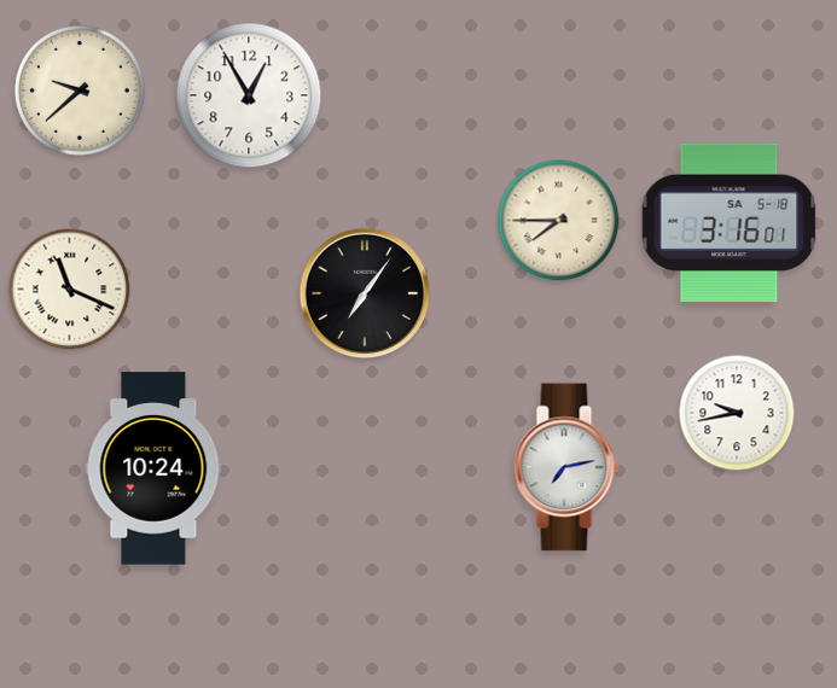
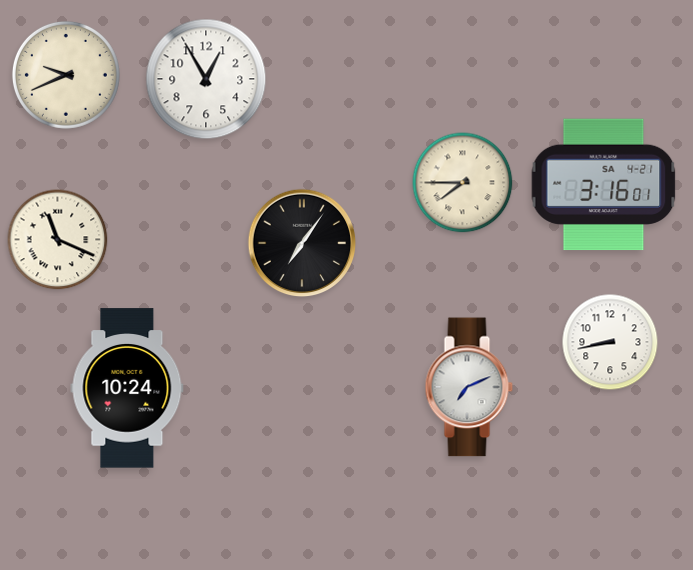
clock at (80, 91): 9:38 -> 9:41
clock at (730, 223) date: SA 5-18 -> SA 4-21
clock at (737, 413): 9:43 -> 8:43
clock at (566, 467): 7:13 -> 7:11
